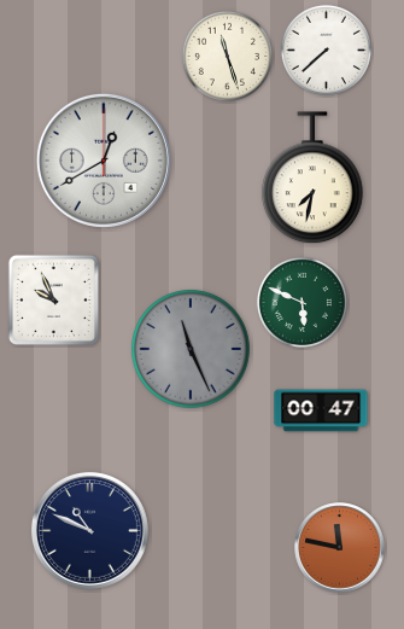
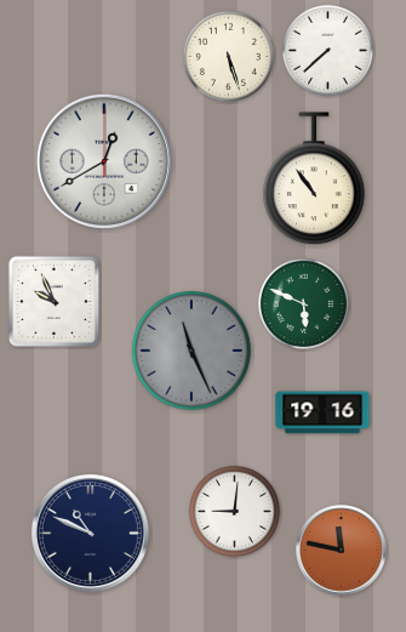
clock at (227, 56): 11:27 -> 5:27
clock at (312, 179): 7:32 -> 10:54
clock at (321, 410): 00:47 -> 19:16
clock at (234, 511): none -> 9:01
